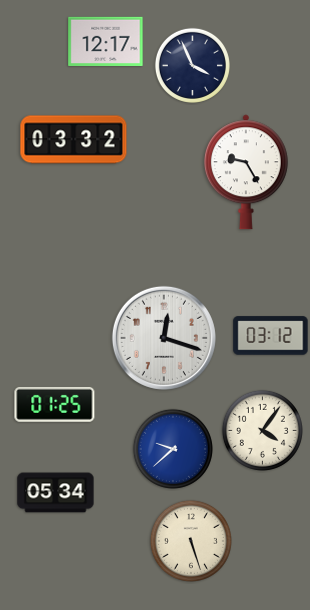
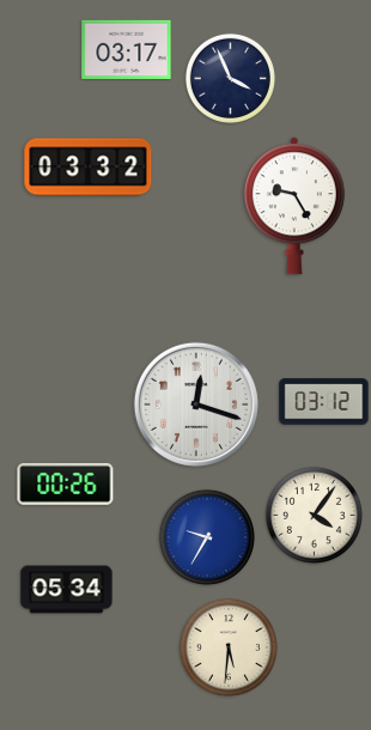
clock at (106, 41): 12:17 -> 03:17
clock at (55, 404): 01:25 -> 00:26
clock at (173, 449): 9:38 -> 9:35
clock at (191, 541): 5:27 -> 5:31
